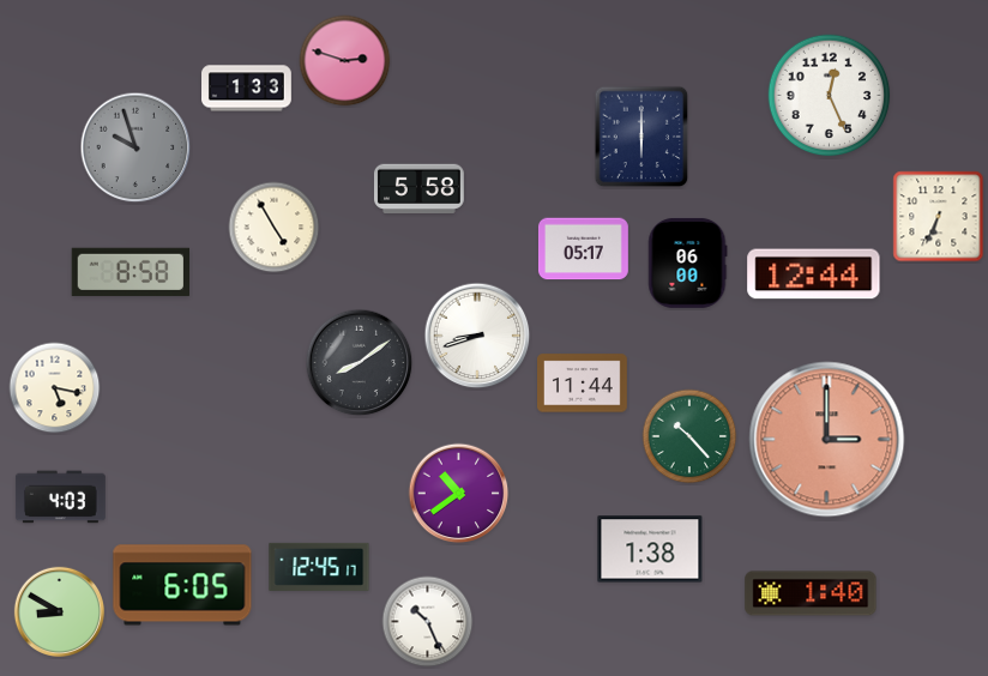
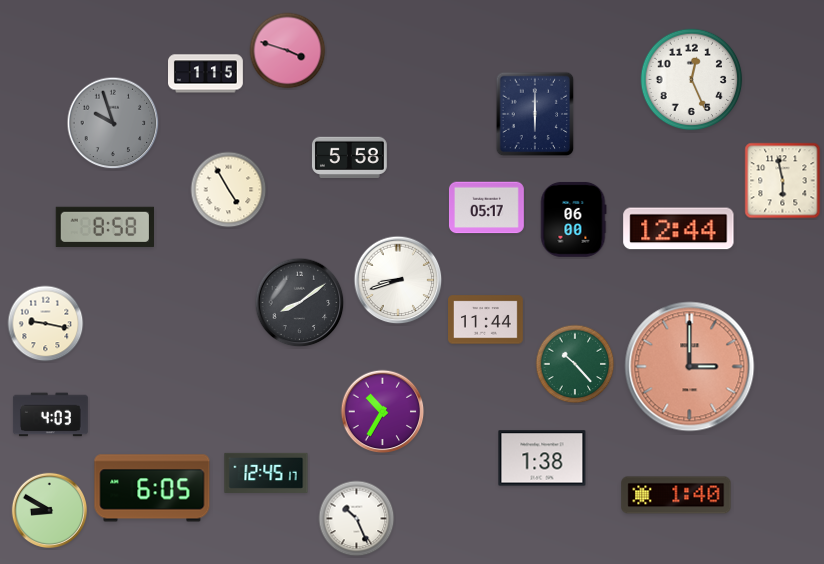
clock at (345, 61): 2:48 -> 3:48
clock at (247, 89): 1:33 -> 1:15
clock at (939, 217): 6:34 -> 5:58
clock at (129, 272) position: (129, 272) -> (104, 227)
clock at (55, 388): 5:17 -> 9:17
clock at (459, 494): 10:39 -> 10:35
